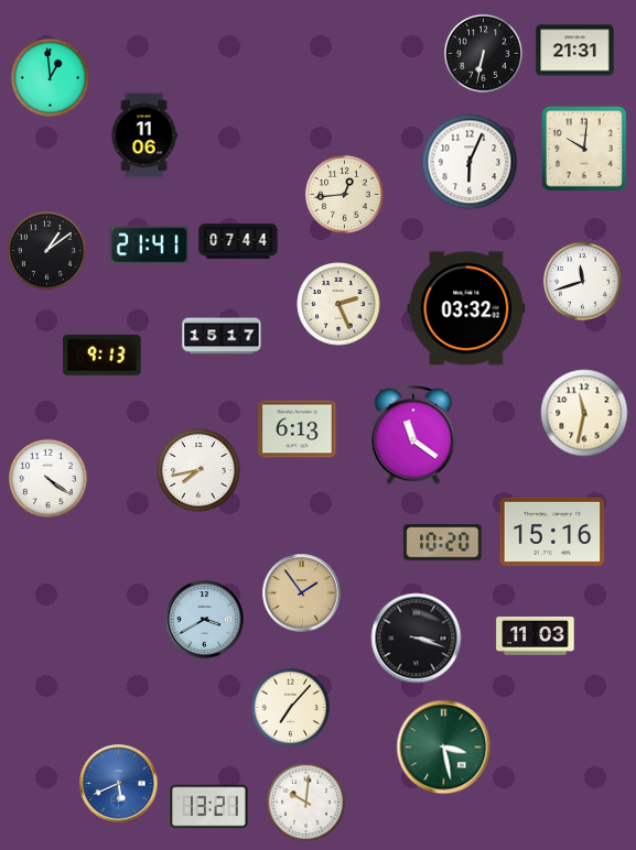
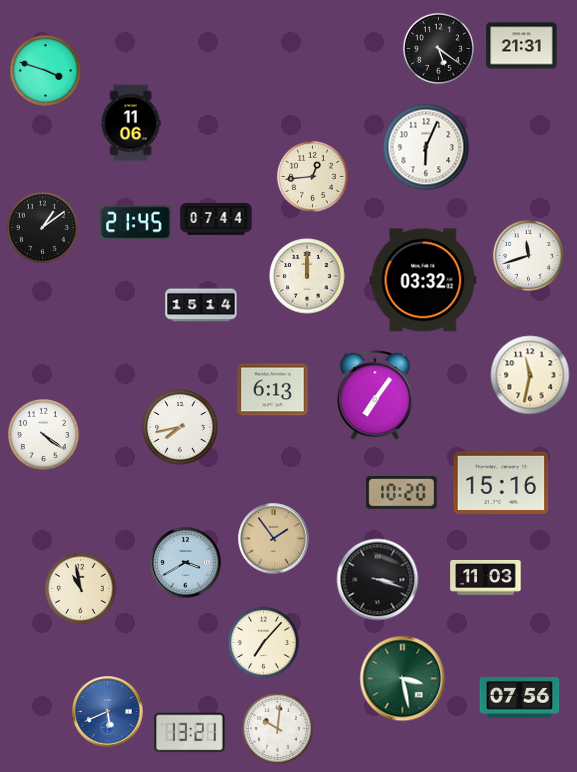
clock at (483, 53): 6:32 -> 5:21
clock at (50, 77): 12:59 -> 3:48
clock at (584, 149): 10:01 -> none
clock at (150, 246): 21:41 -> 21:45
clock at (338, 304): 2:26 -> 12:00
clock at (222, 336): 15:17 -> 15:14
clock at (103, 355): 9:13 -> none
clock at (298, 429) position: (298, 429) -> (273, 390)
clock at (413, 436): 11:21 -> 7:06
clock at (80, 588): none -> 10:58
clock at (520, 698): none -> 07:56
